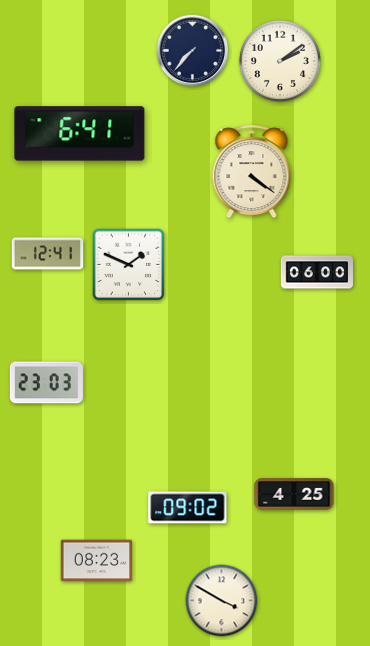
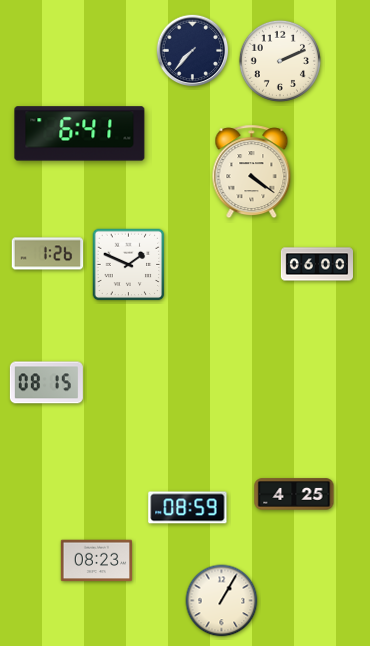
clock at (280, 61): 2:09 -> 2:11
clock at (48, 254): 12:41 -> 1:26
clock at (316, 272) position: (316, 272) -> (316, 264)
clock at (46, 383): 23:03 -> 08:15
clock at (188, 508): 09:02 -> 08:59
clock at (222, 601): 3:50 -> 1:05
